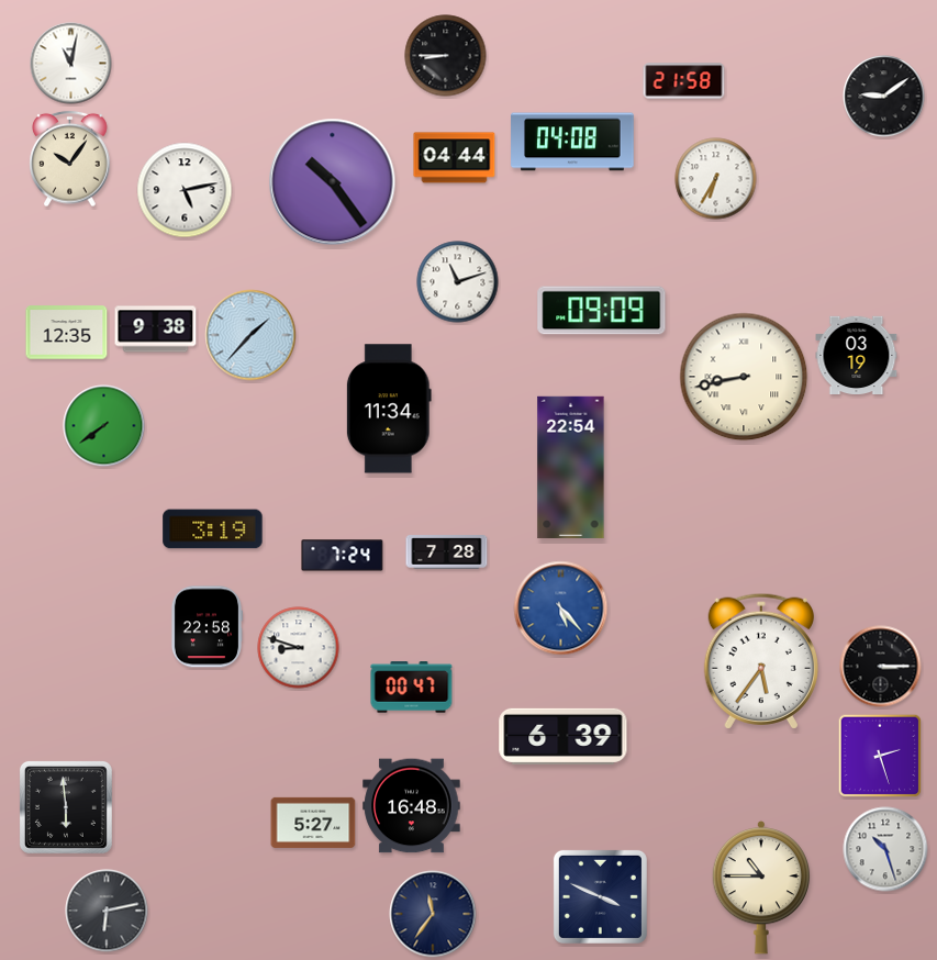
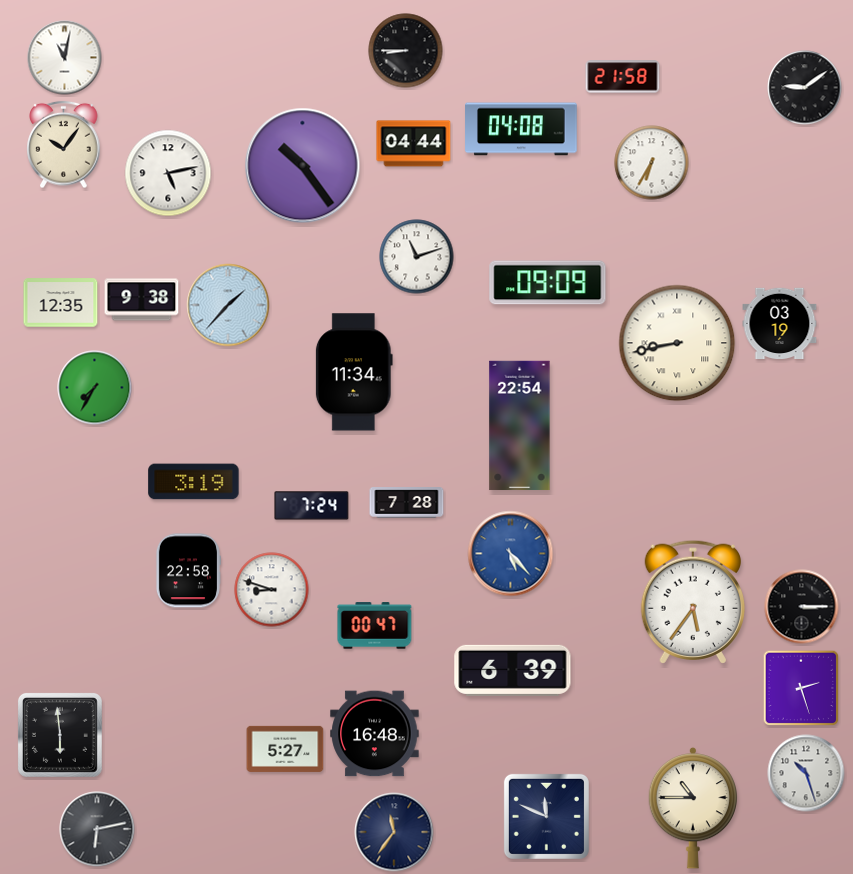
clock at (684, 81) position: (684, 81) -> (623, 77)
clock at (104, 426): 7:39 -> 7:35
clock at (600, 896): 3:49 -> 11:49
